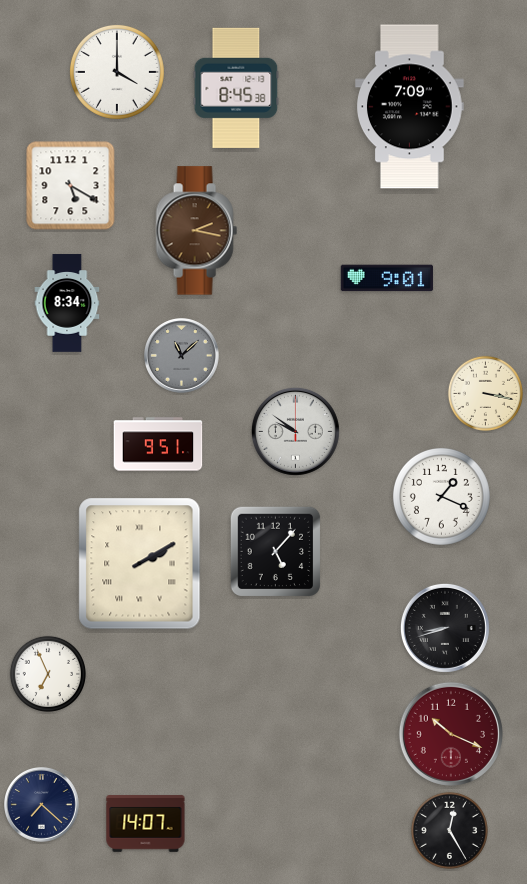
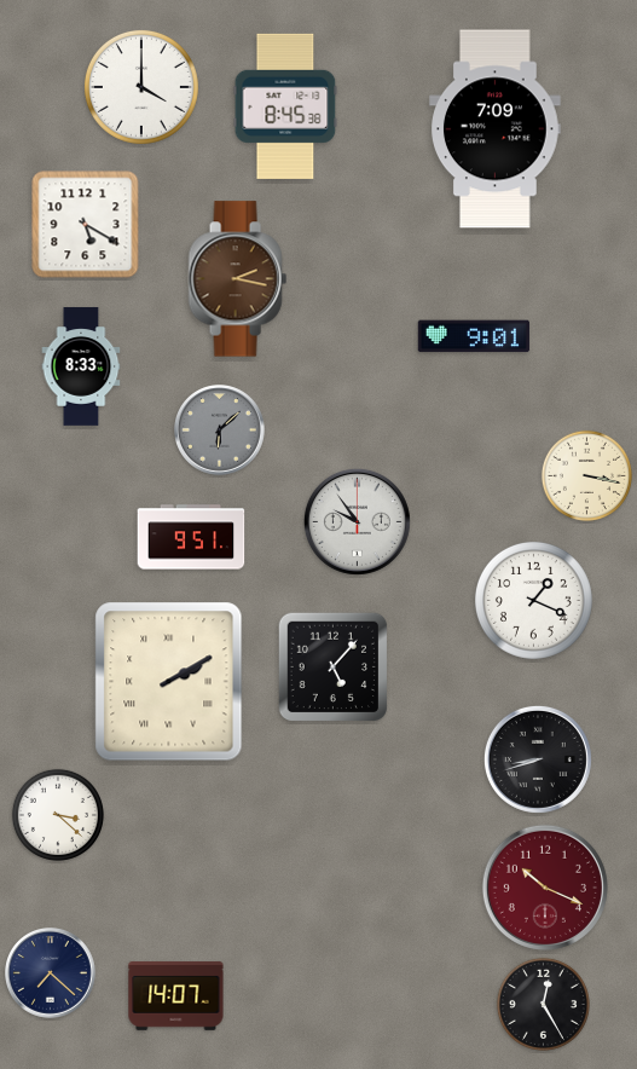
clock at (387, 278) position: (387, 278) -> (474, 336)
clock at (67, 303): 8:34 -> 8:33
clock at (182, 356): 11:08 -> 6:08
clock at (295, 431): 9:51 -> 9:54
clock at (48, 674): 6:56 -> 3:22
